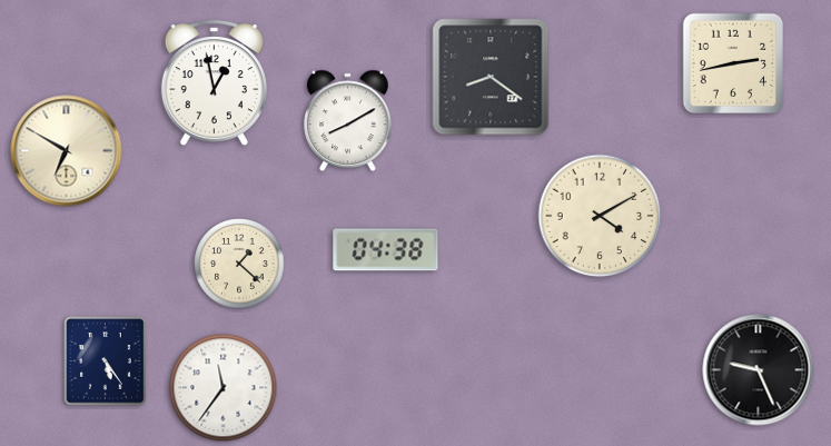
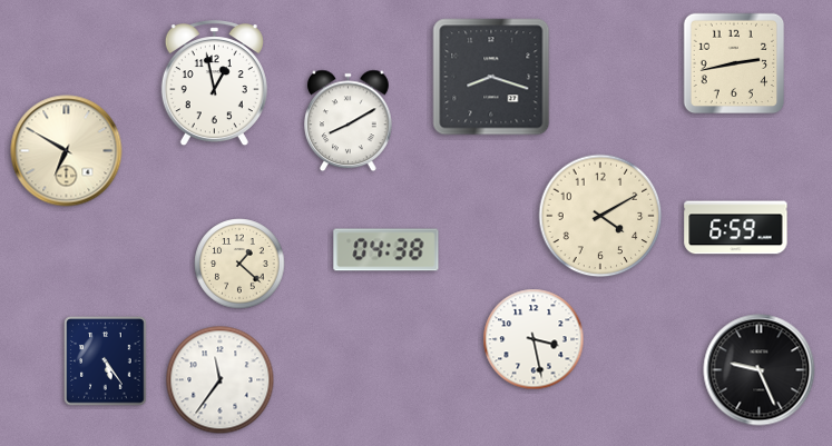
clock at (491, 77): 8:21 -> 8:18
clock at (736, 228): none -> 6:59
clock at (534, 339): none -> 3:28
clock at (224, 388) position: (224, 388) -> (221, 380)
